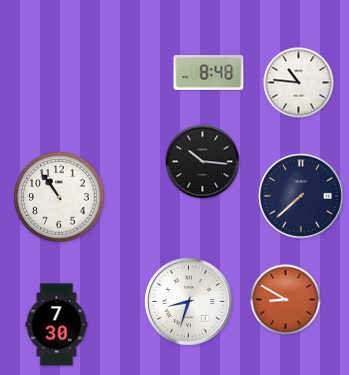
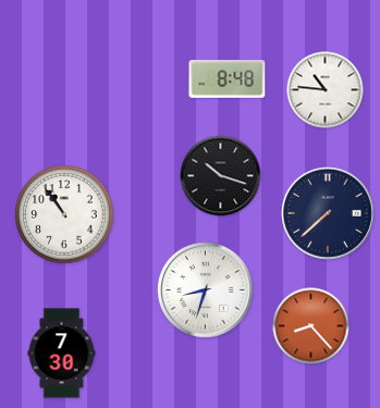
clock at (203, 162): 10:16 -> 10:18
clock at (286, 300): 8:50 -> 8:23
clock at (189, 302) position: (189, 302) -> (206, 290)
